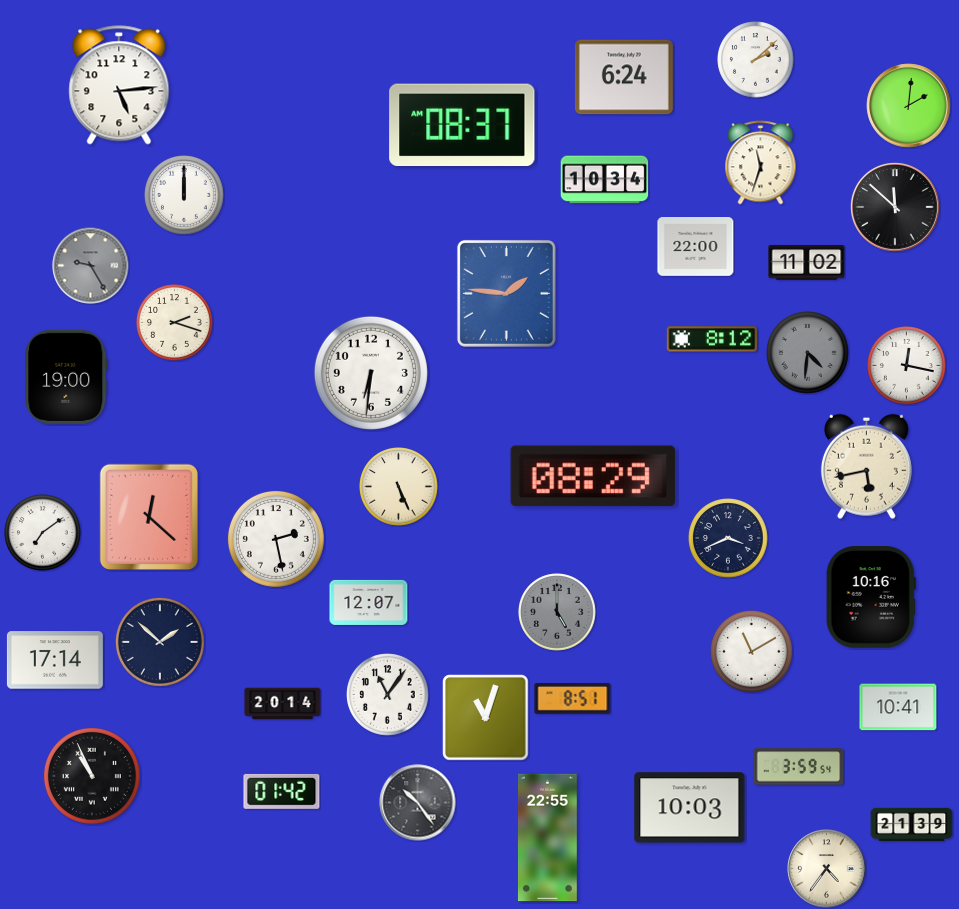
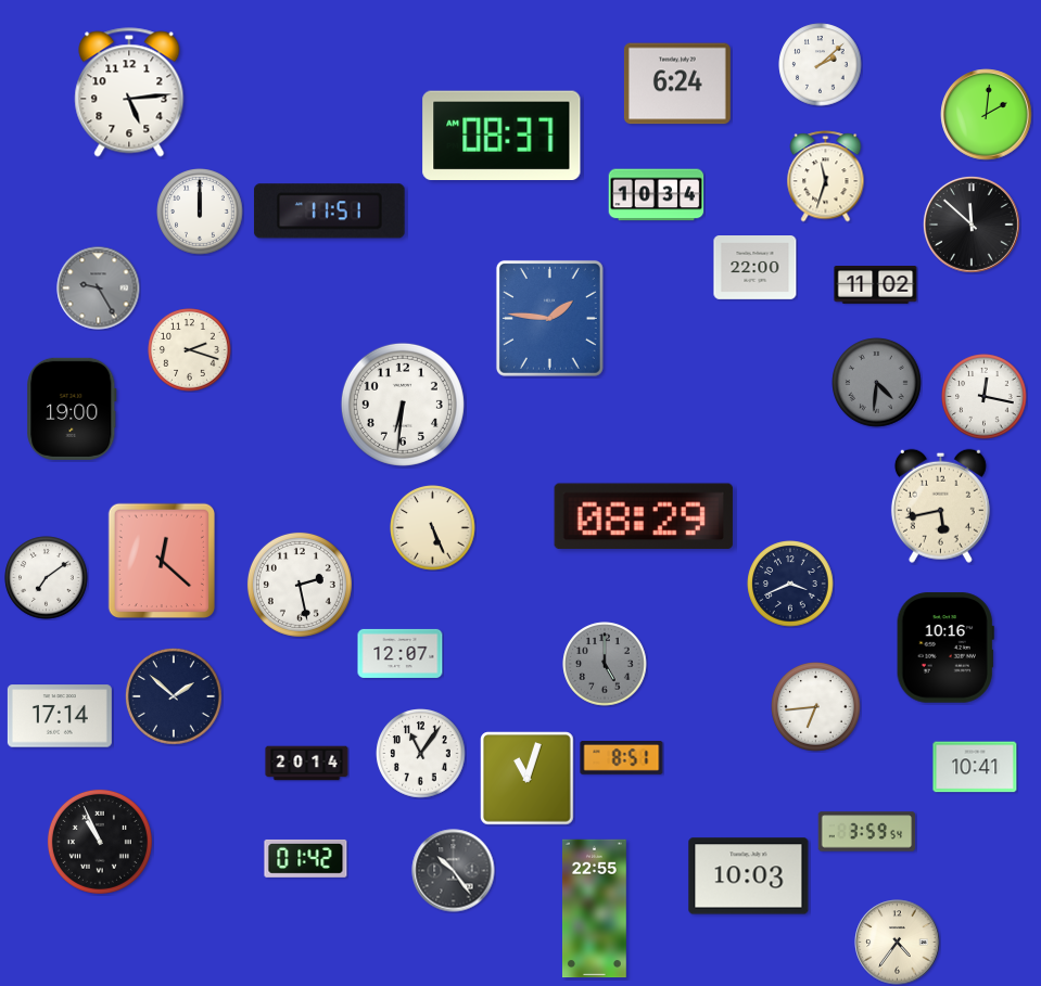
clock at (329, 212): none -> 11:51
clock at (711, 339): 8:12 -> none
clock at (752, 652): 11:10 -> 6:44
clock at (912, 825): 21:39 -> none
